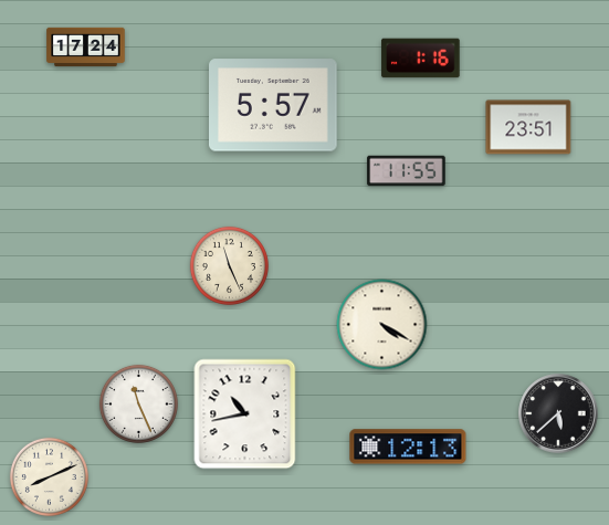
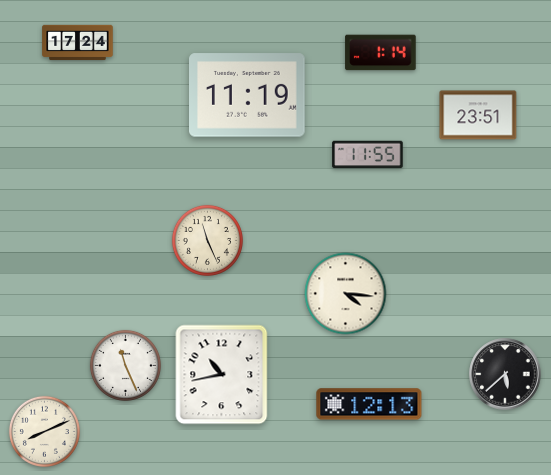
clock at (421, 59): 1:16 -> 1:14
clock at (274, 105): 5:57 -> 11:19
clock at (382, 325): 4:20 -> 4:16
